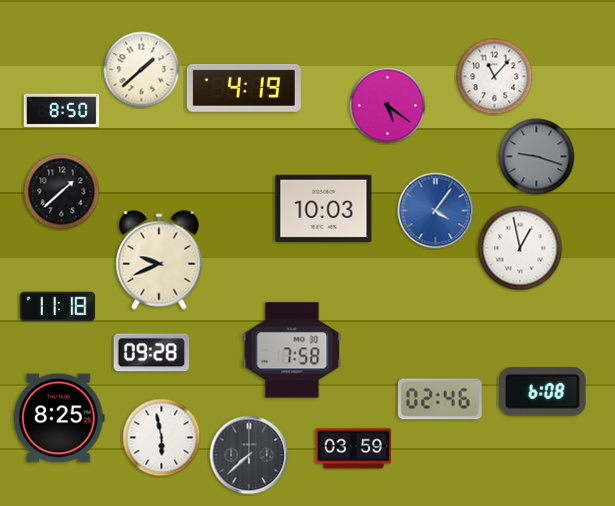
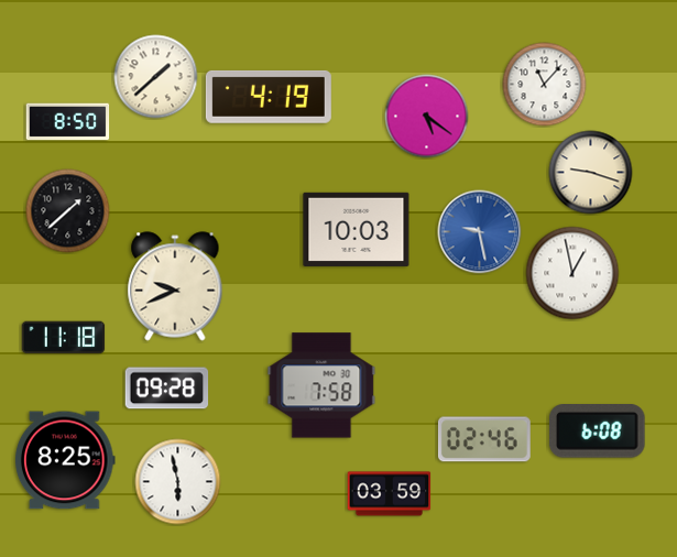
clock at (537, 157) dial: grey -> cream
clock at (436, 211): 4:06 -> 9:28
clock at (249, 455): 7:38 -> none
